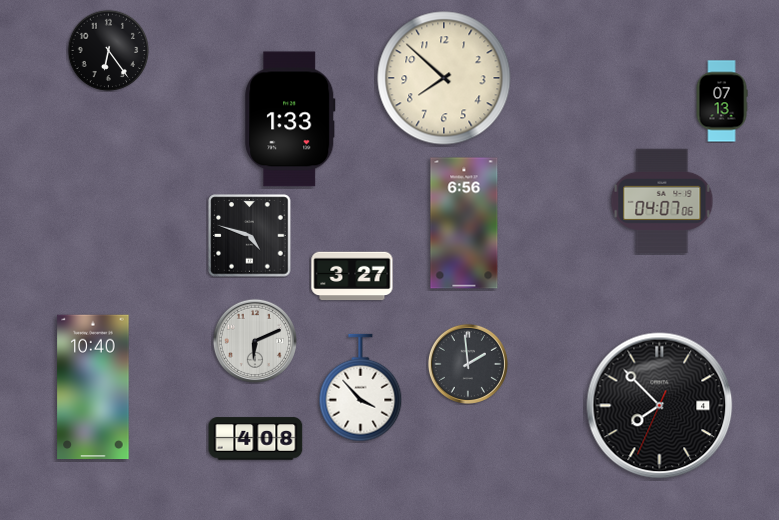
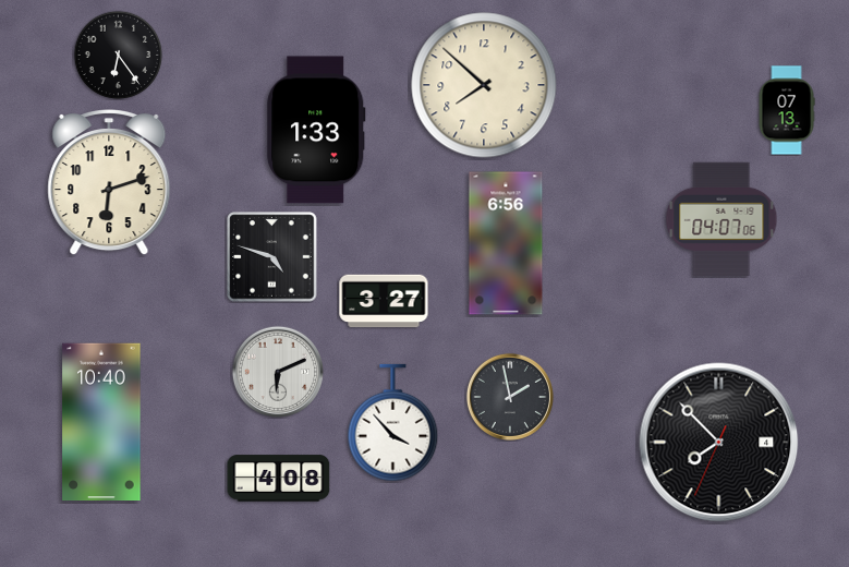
clock at (109, 182): none -> 6:12
clock at (468, 364): 1:59 -> 1:58
